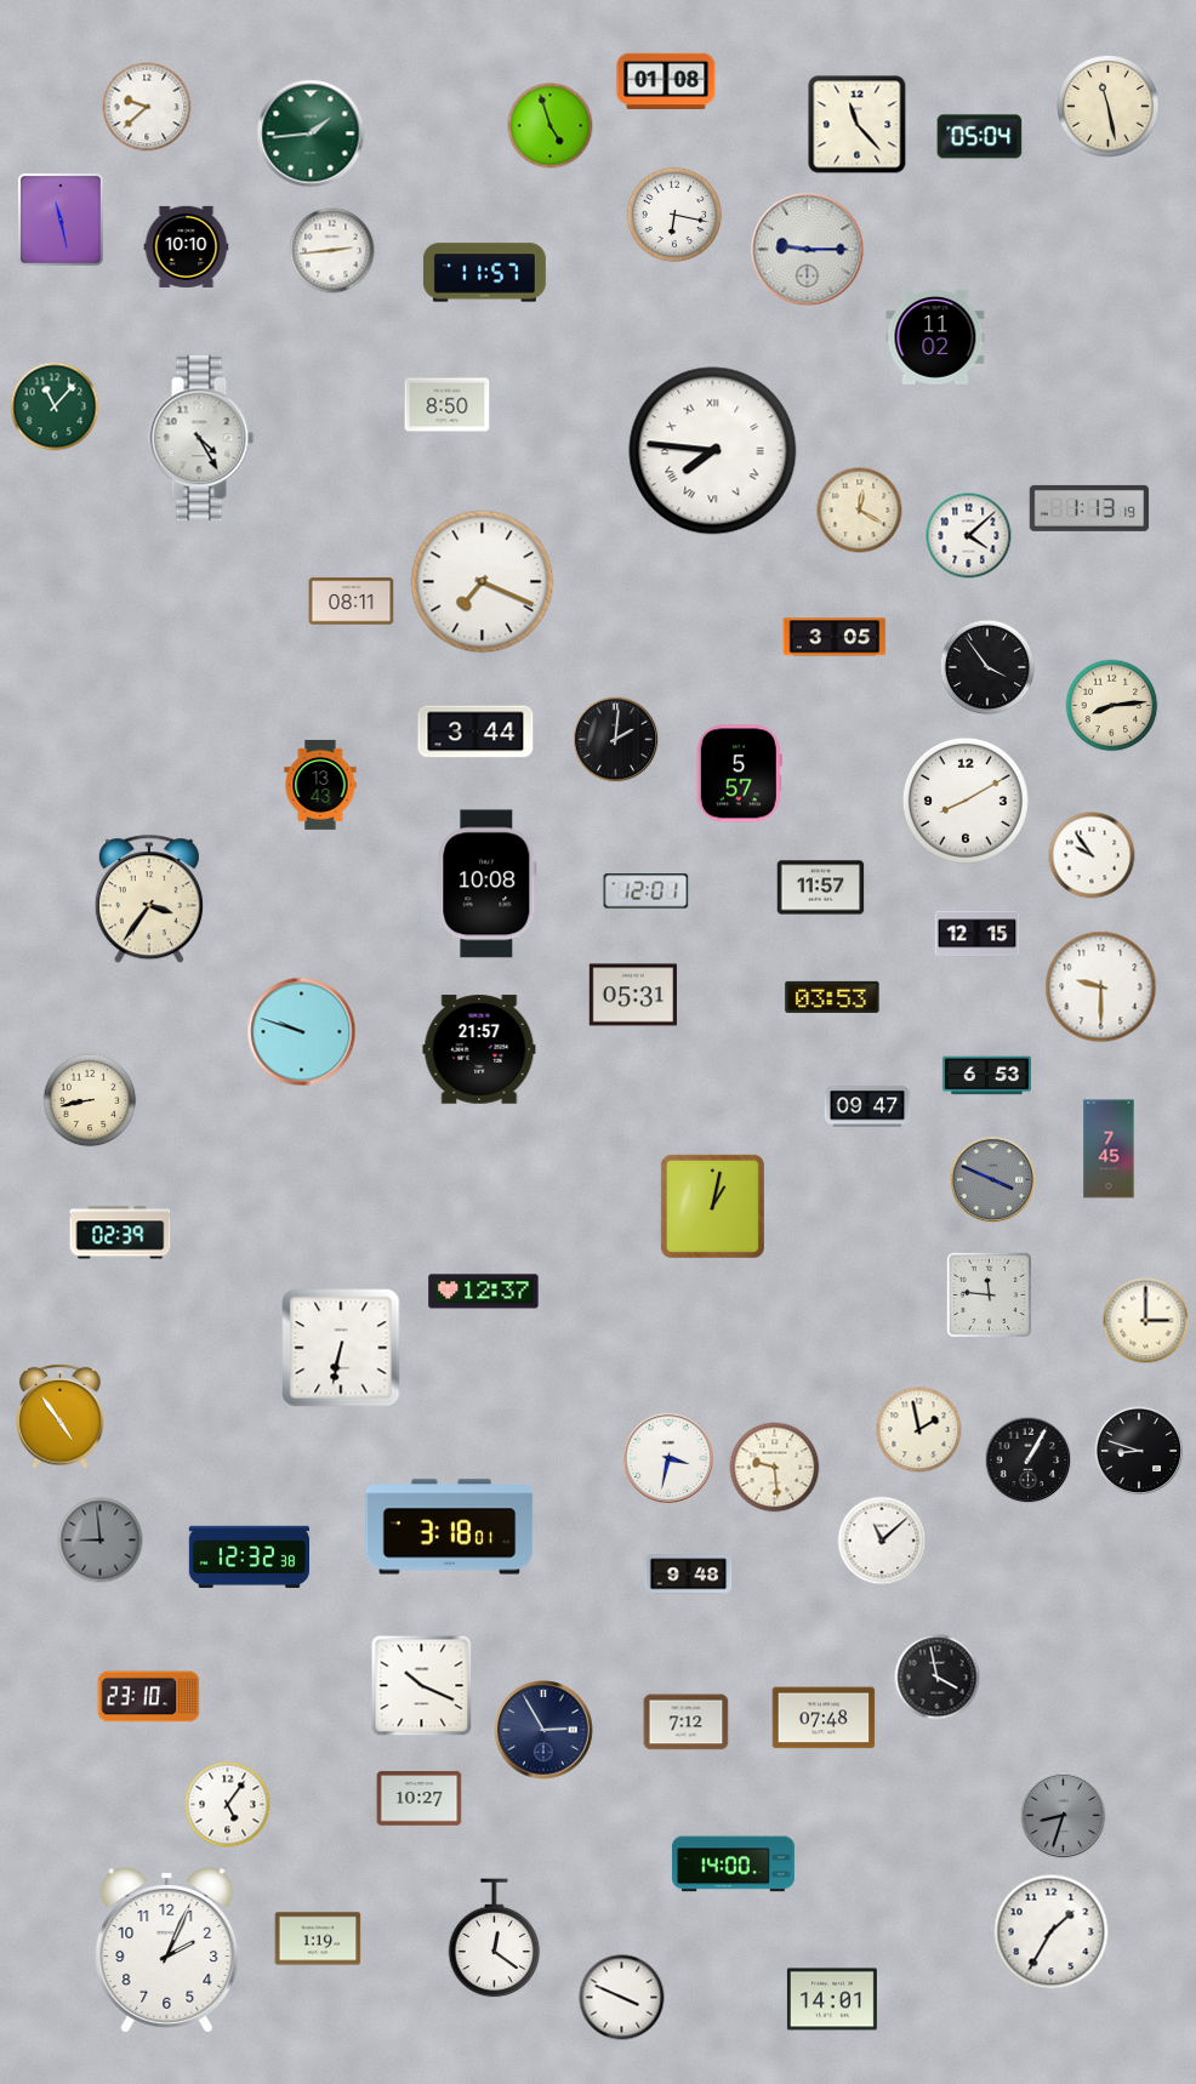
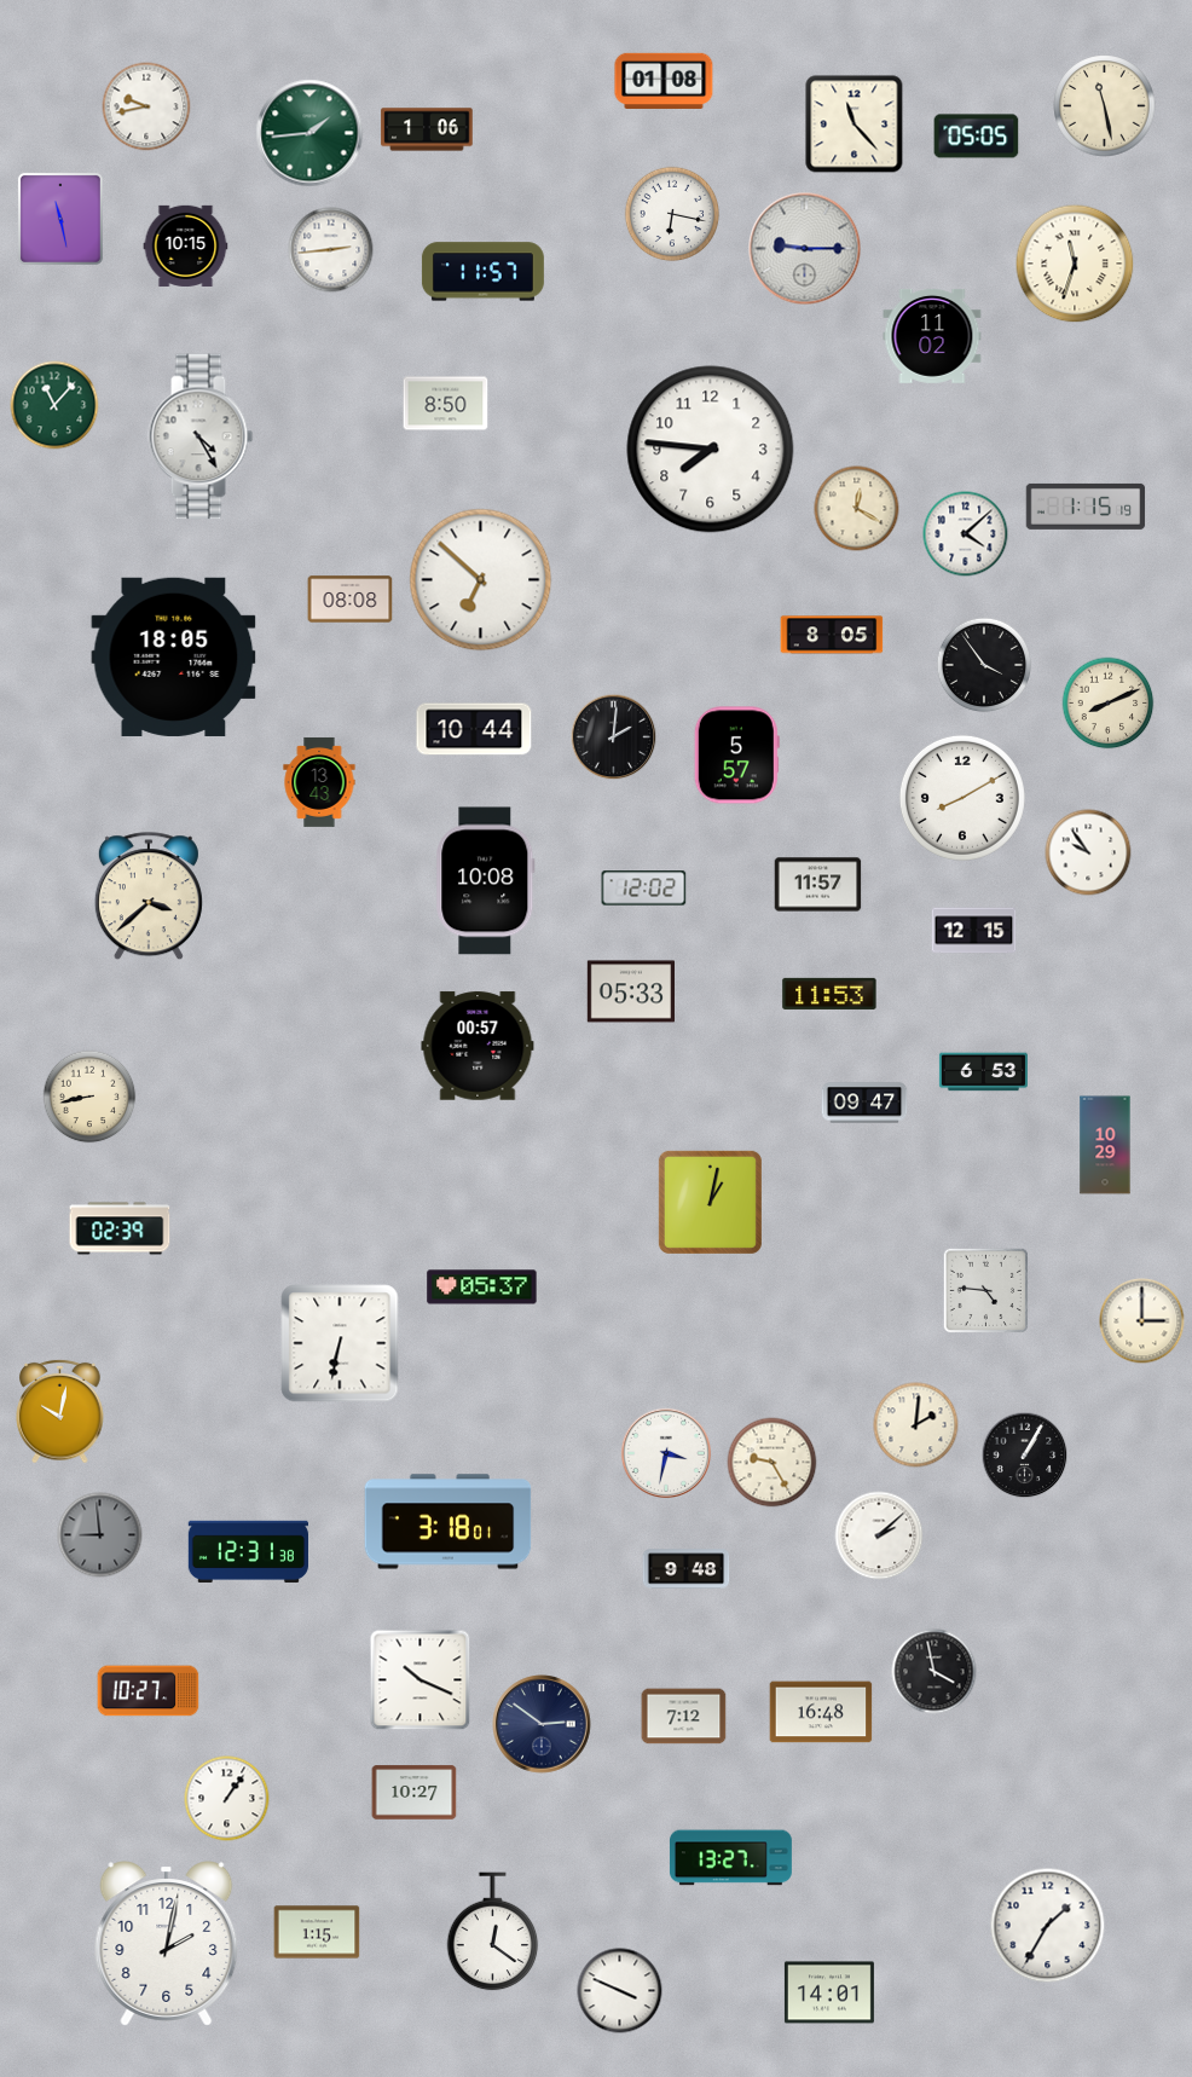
clock at (147, 107): 9:38 -> 9:43
clock at (551, 126): 4:57 -> none
clock at (427, 129): none -> 1:06
clock at (980, 137): 05:04 -> 05:05
clock at (187, 246): 10:10 -> 10:15
clock at (1075, 264): none -> 11:33
clock at (713, 451) numerals: Roman -> Arabic
clock at (1089, 508): 1:13 -> 1:15
clock at (483, 582): 7:19 -> 6:52
clock at (352, 602): 08:11 -> 08:08
clock at (835, 637): 3:05 -> 8:05
clock at (174, 656): none -> 18:05
clock at (1112, 706): 8:14 -> 8:11
clock at (475, 731): 3:44 -> 10:44
clock at (739, 774) position: (739, 774) -> (736, 756)
clock at (647, 892): 12:01 -> 12:02
clock at (149, 900): 3:36 -> 3:38
clock at (1101, 987): 9:30 -> none
clock at (632, 995): 05:31 -> 05:33
clock at (832, 997): 03:53 -> 11:53
clock at (302, 1032): 9:48 -> none
clock at (479, 1049): 21:57 -> 00:57
clock at (1109, 1149): 7:45 -> 10:29
clock at (993, 1180): 3:49 -> none
clock at (484, 1292): 12:37 -> 05:37
clock at (989, 1294): 11:46 -> 4:46
clock at (1146, 1321) position: (1146, 1321) -> (1142, 1321)
clock at (61, 1416): 4:54 -> 10:02
clock at (919, 1430): 1:58 -> 2:01
clock at (1139, 1451): 8:48 -> none
clock at (775, 1468): 9:29 -> 9:25
clock at (882, 1541): 11:08 -> 2:08
clock at (249, 1556): 12:32 -> 12:31
clock at (149, 1697): 23:10 -> 10:27
clock at (824, 1718): 07:48 -> 16:48
clock at (543, 1730): 2:55 -> 2:51
clock at (420, 1799) position: (420, 1799) -> (415, 1793)
clock at (228, 1805): 5:06 -> 1:06
clock at (1064, 1816): 8:33 -> none
clock at (733, 1864): 14:00 -> 13:27
clock at (318, 1938): 1:19 -> 1:15
clock at (167, 1951): 2:04 -> 2:02
